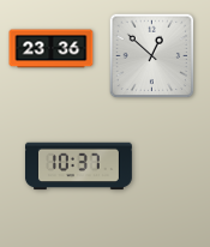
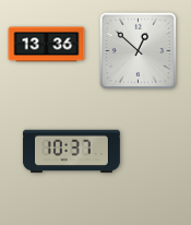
clock at (52, 49): 23:36 -> 13:36
